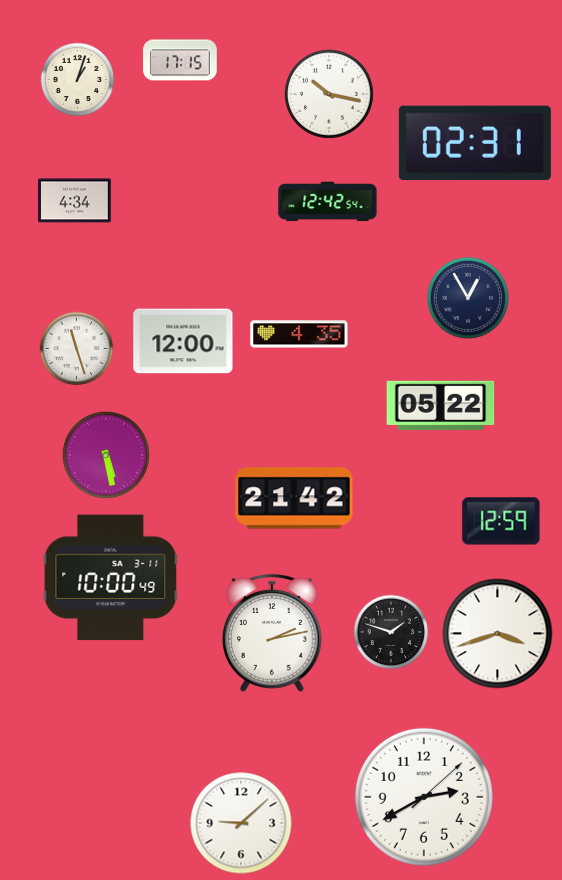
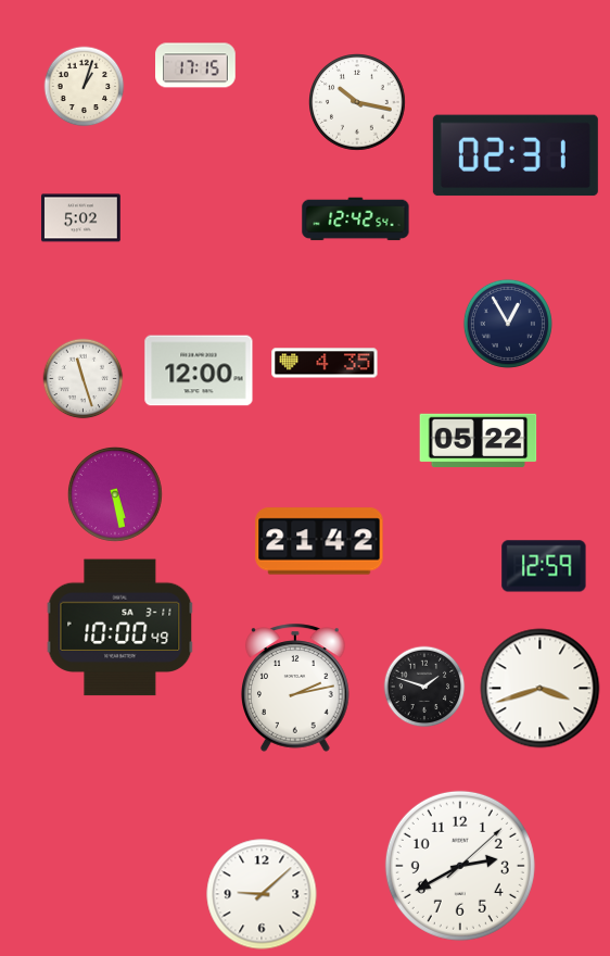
clock at (75, 201): 4:34 -> 5:02
